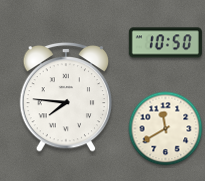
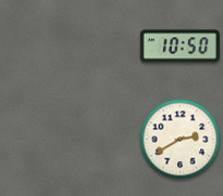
clock at (66, 97): 7:46 -> none
clock at (166, 129): 11:40 -> 2:40
